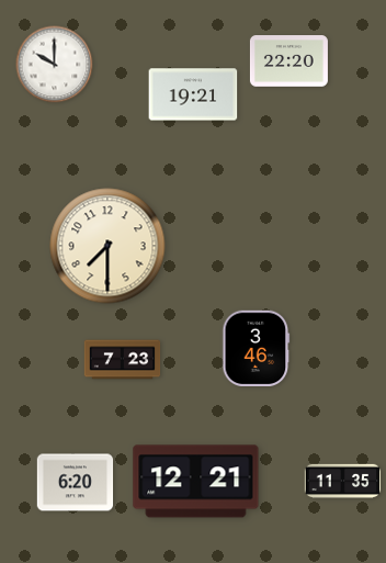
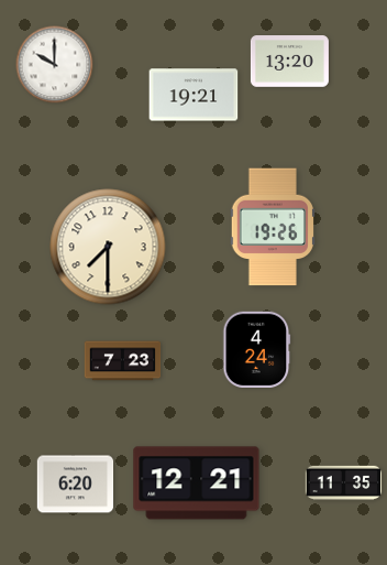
clock at (288, 61): 22:20 -> 13:20
clock at (272, 227): none -> 19:26
clock at (257, 348): 3:46 -> 4:24
